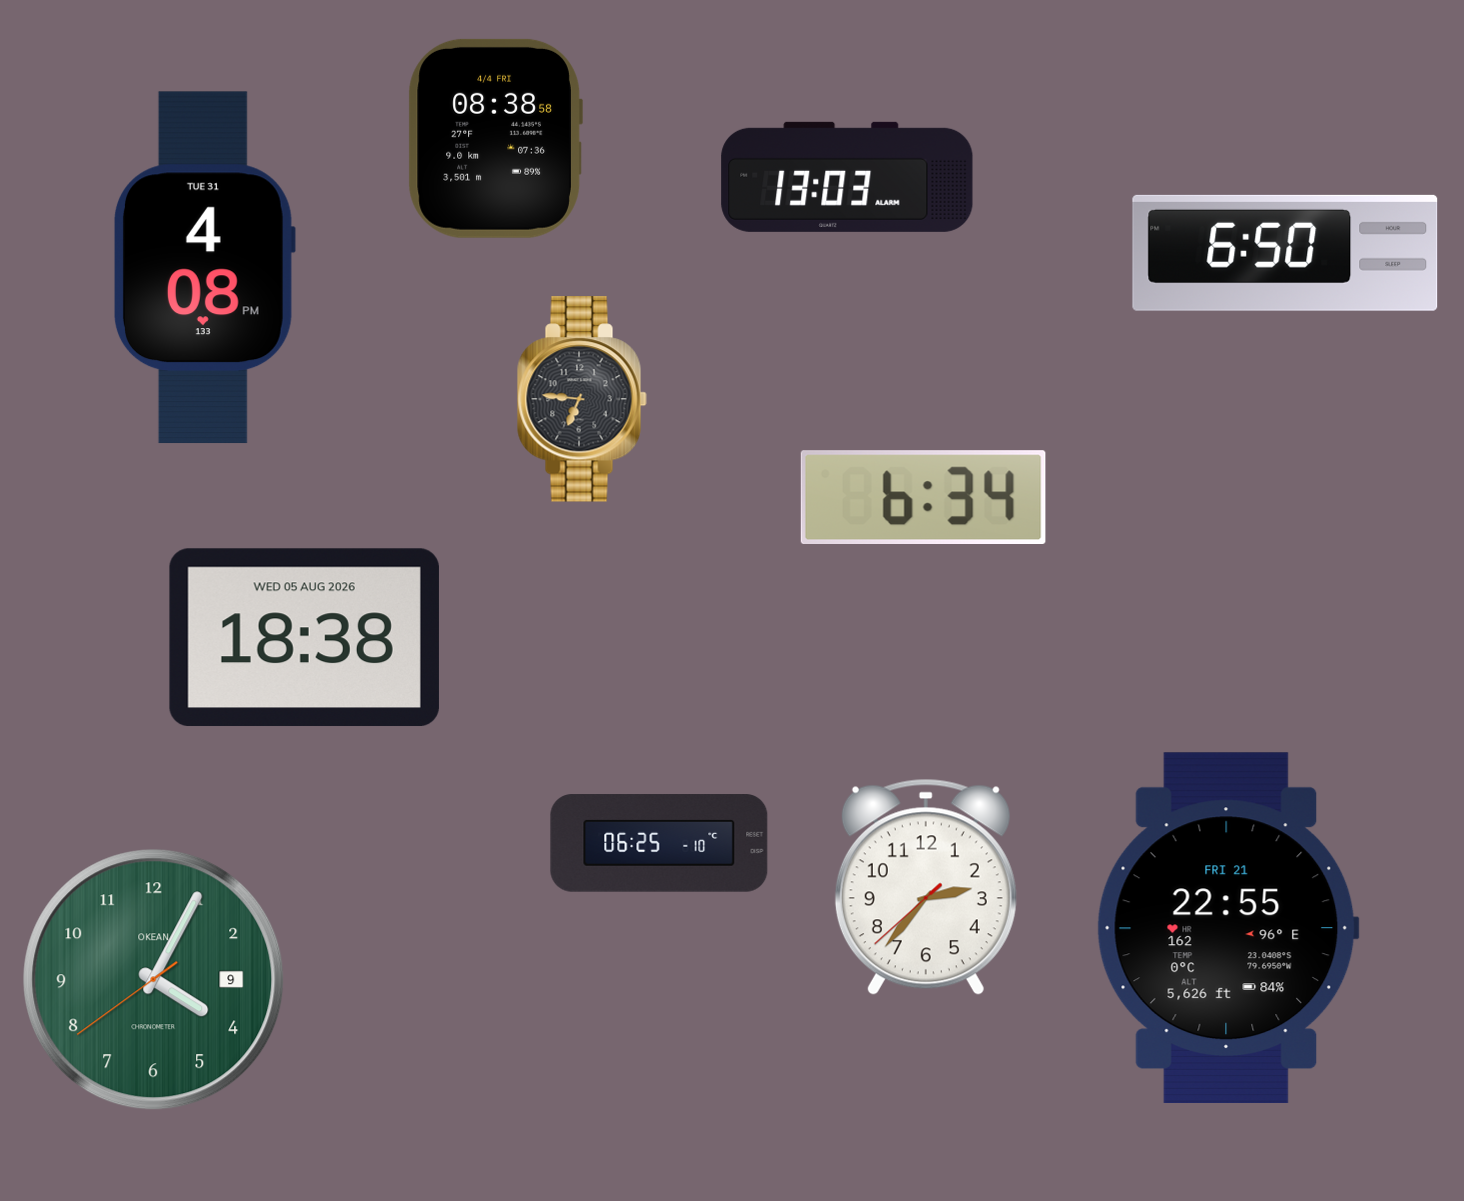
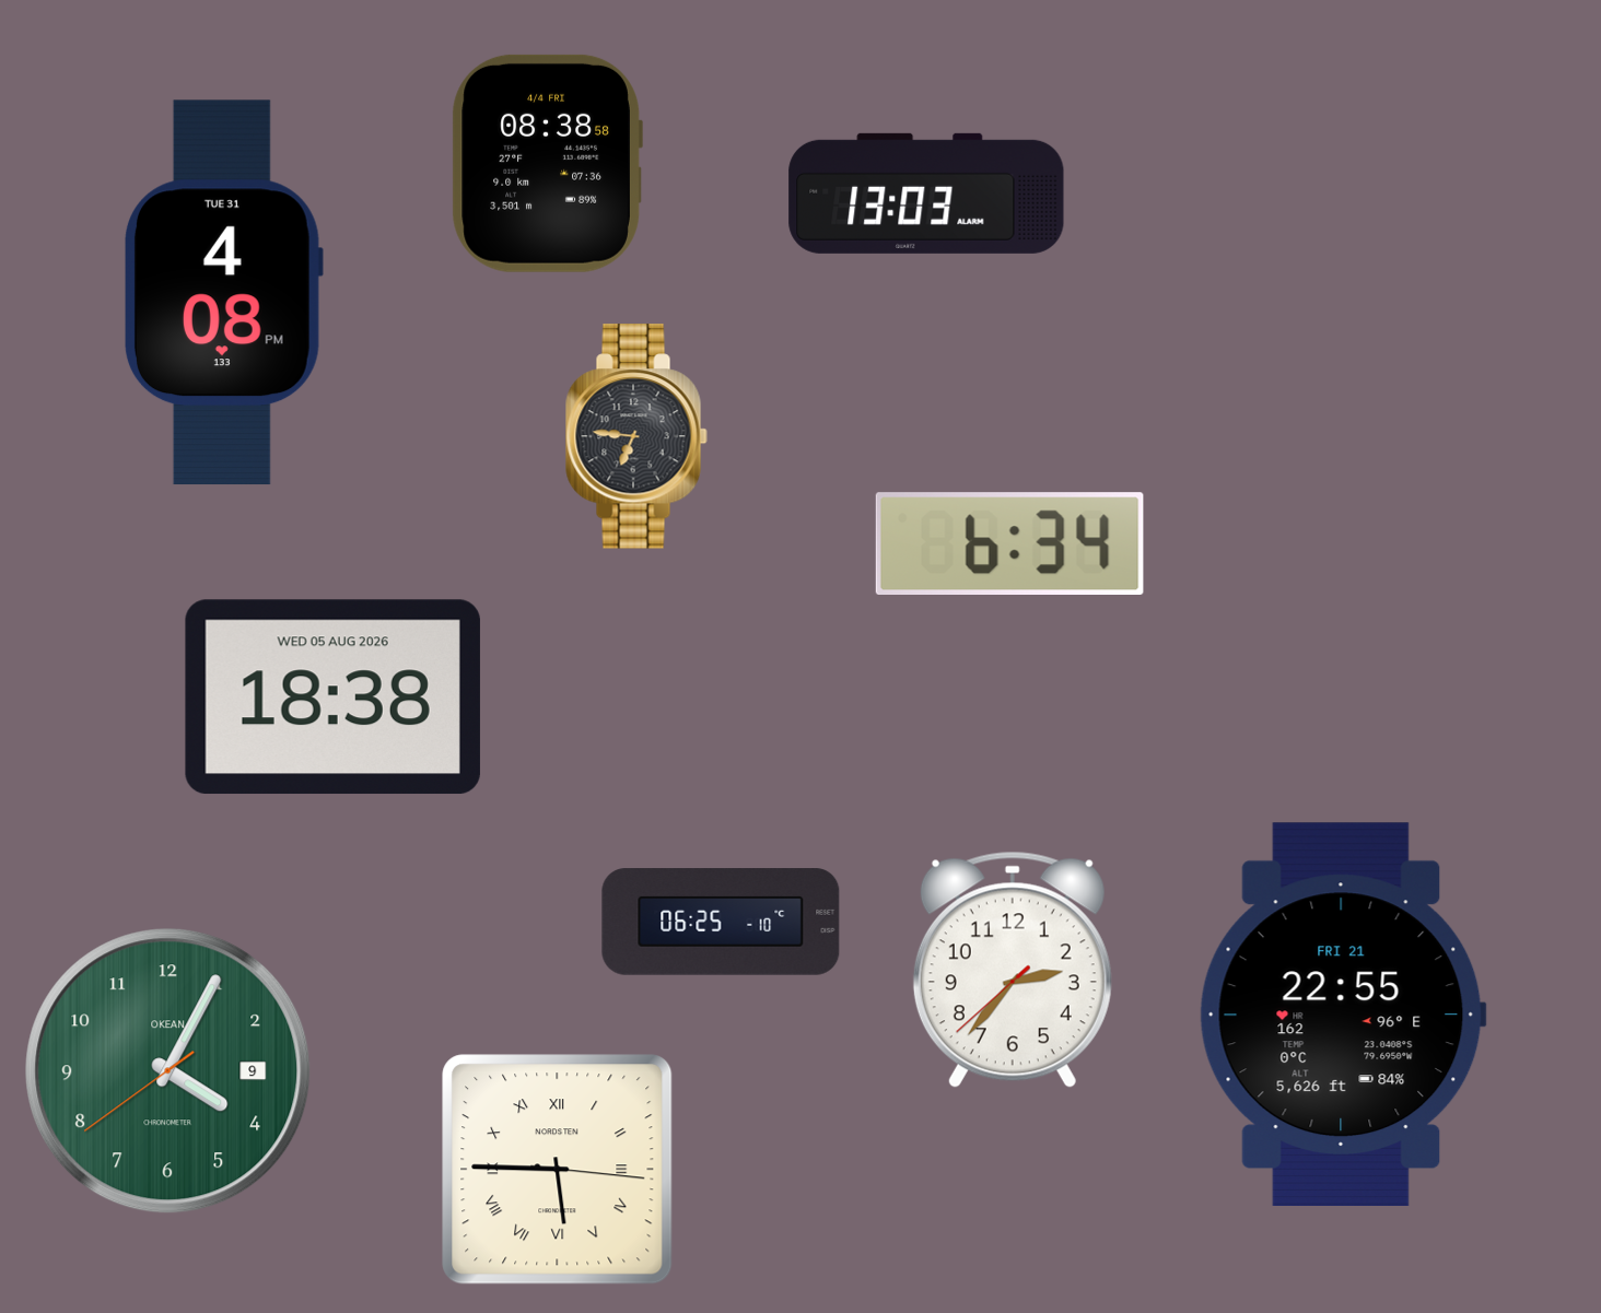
clock at (495, 138) position: (495, 138) -> (547, 163)
clock at (1285, 253): 6:50 -> none
clock at (558, 1170): none -> 5:45
